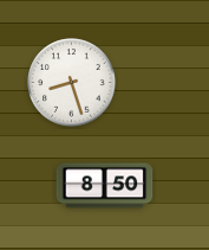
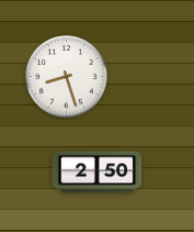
clock at (105, 186): 8:50 -> 2:50
